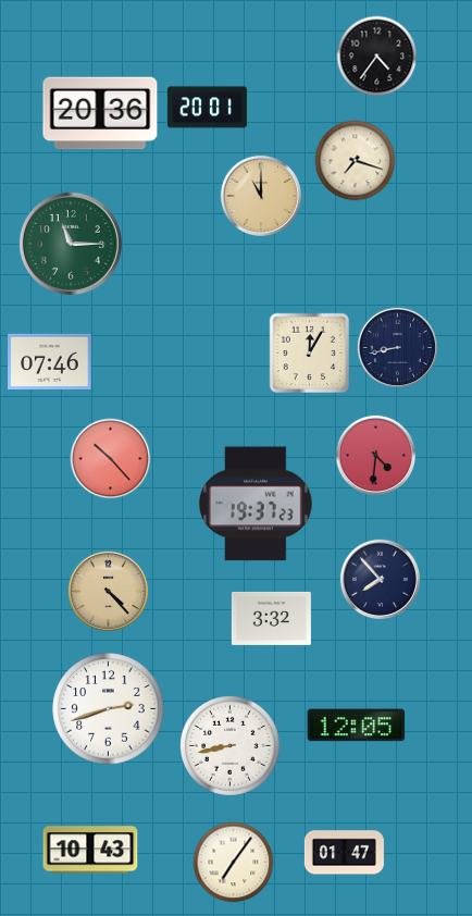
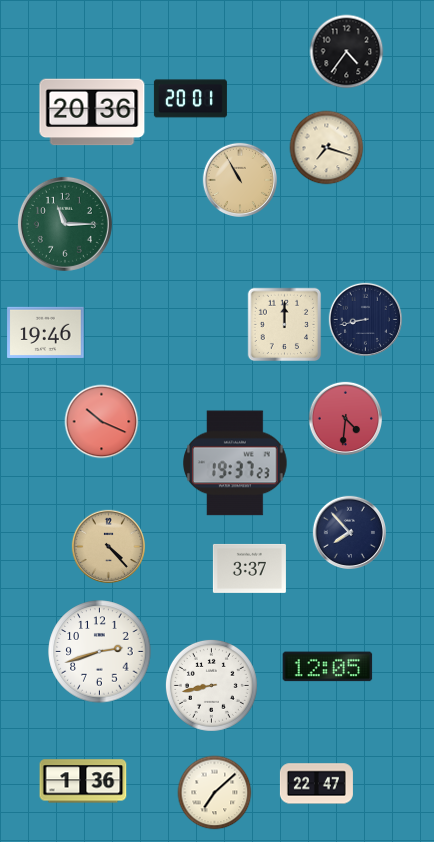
clock at (100, 113) position: (100, 113) -> (92, 112)
clock at (260, 195): 11:00 -> 10:55
clock at (310, 354): 12:05 -> 12:00
clock at (50, 361): 07:46 -> 19:46
clock at (111, 459): 10:23 -> 10:19
clock at (108, 591) position: (108, 591) -> (108, 546)
clock at (271, 618): 3:32 -> 3:37
clock at (90, 850): 10:43 -> 1:36
clock at (344, 853): 01:47 -> 22:47
clock at (234, 863): 7:06 -> 7:08
